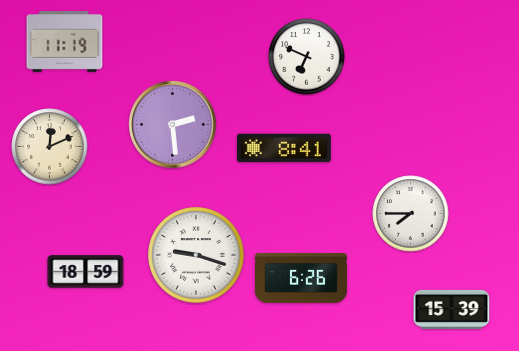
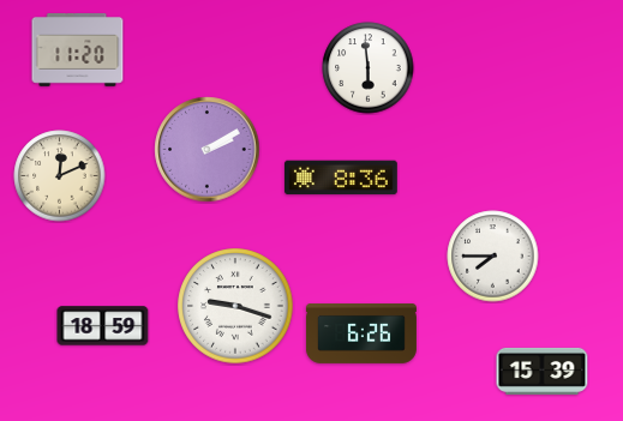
clock at (65, 42): 11:19 -> 11:20
clock at (307, 57): 6:49 -> 5:59
clock at (173, 125): 2:29 -> 2:10
clock at (284, 148): 8:41 -> 8:36
